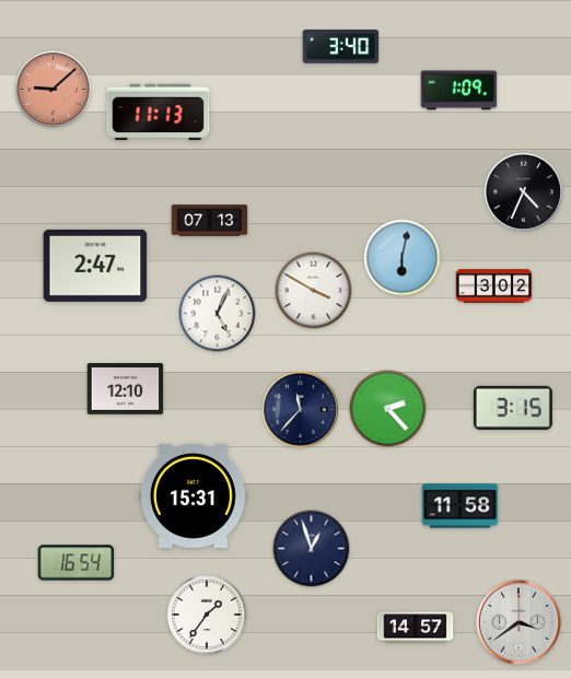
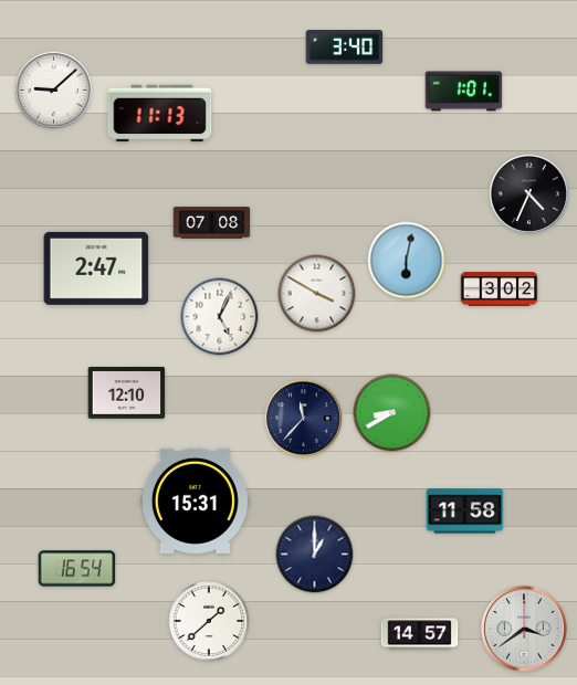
clock at (54, 90) dial: salmon -> white
clock at (459, 91): 1:09 -> 1:01
clock at (210, 221): 07:13 -> 07:08
clock at (513, 408): 3:15 -> none
clock at (388, 409): 2:23 -> 8:40
clock at (301, 410) position: (301, 410) -> (304, 419)
clock at (312, 549): 12:57 -> 1:00
clock at (207, 615): 1:36 -> 1:38
